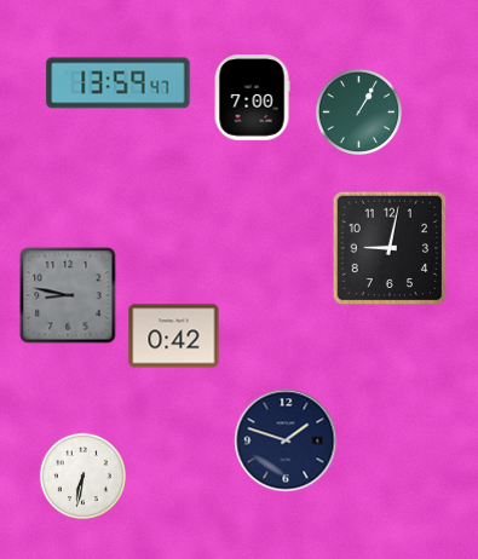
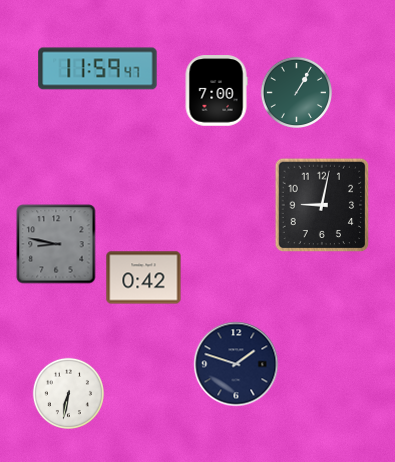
clock at (119, 83): 13:59 -> 11:59
clock at (252, 98) position: (252, 98) -> (216, 91)
